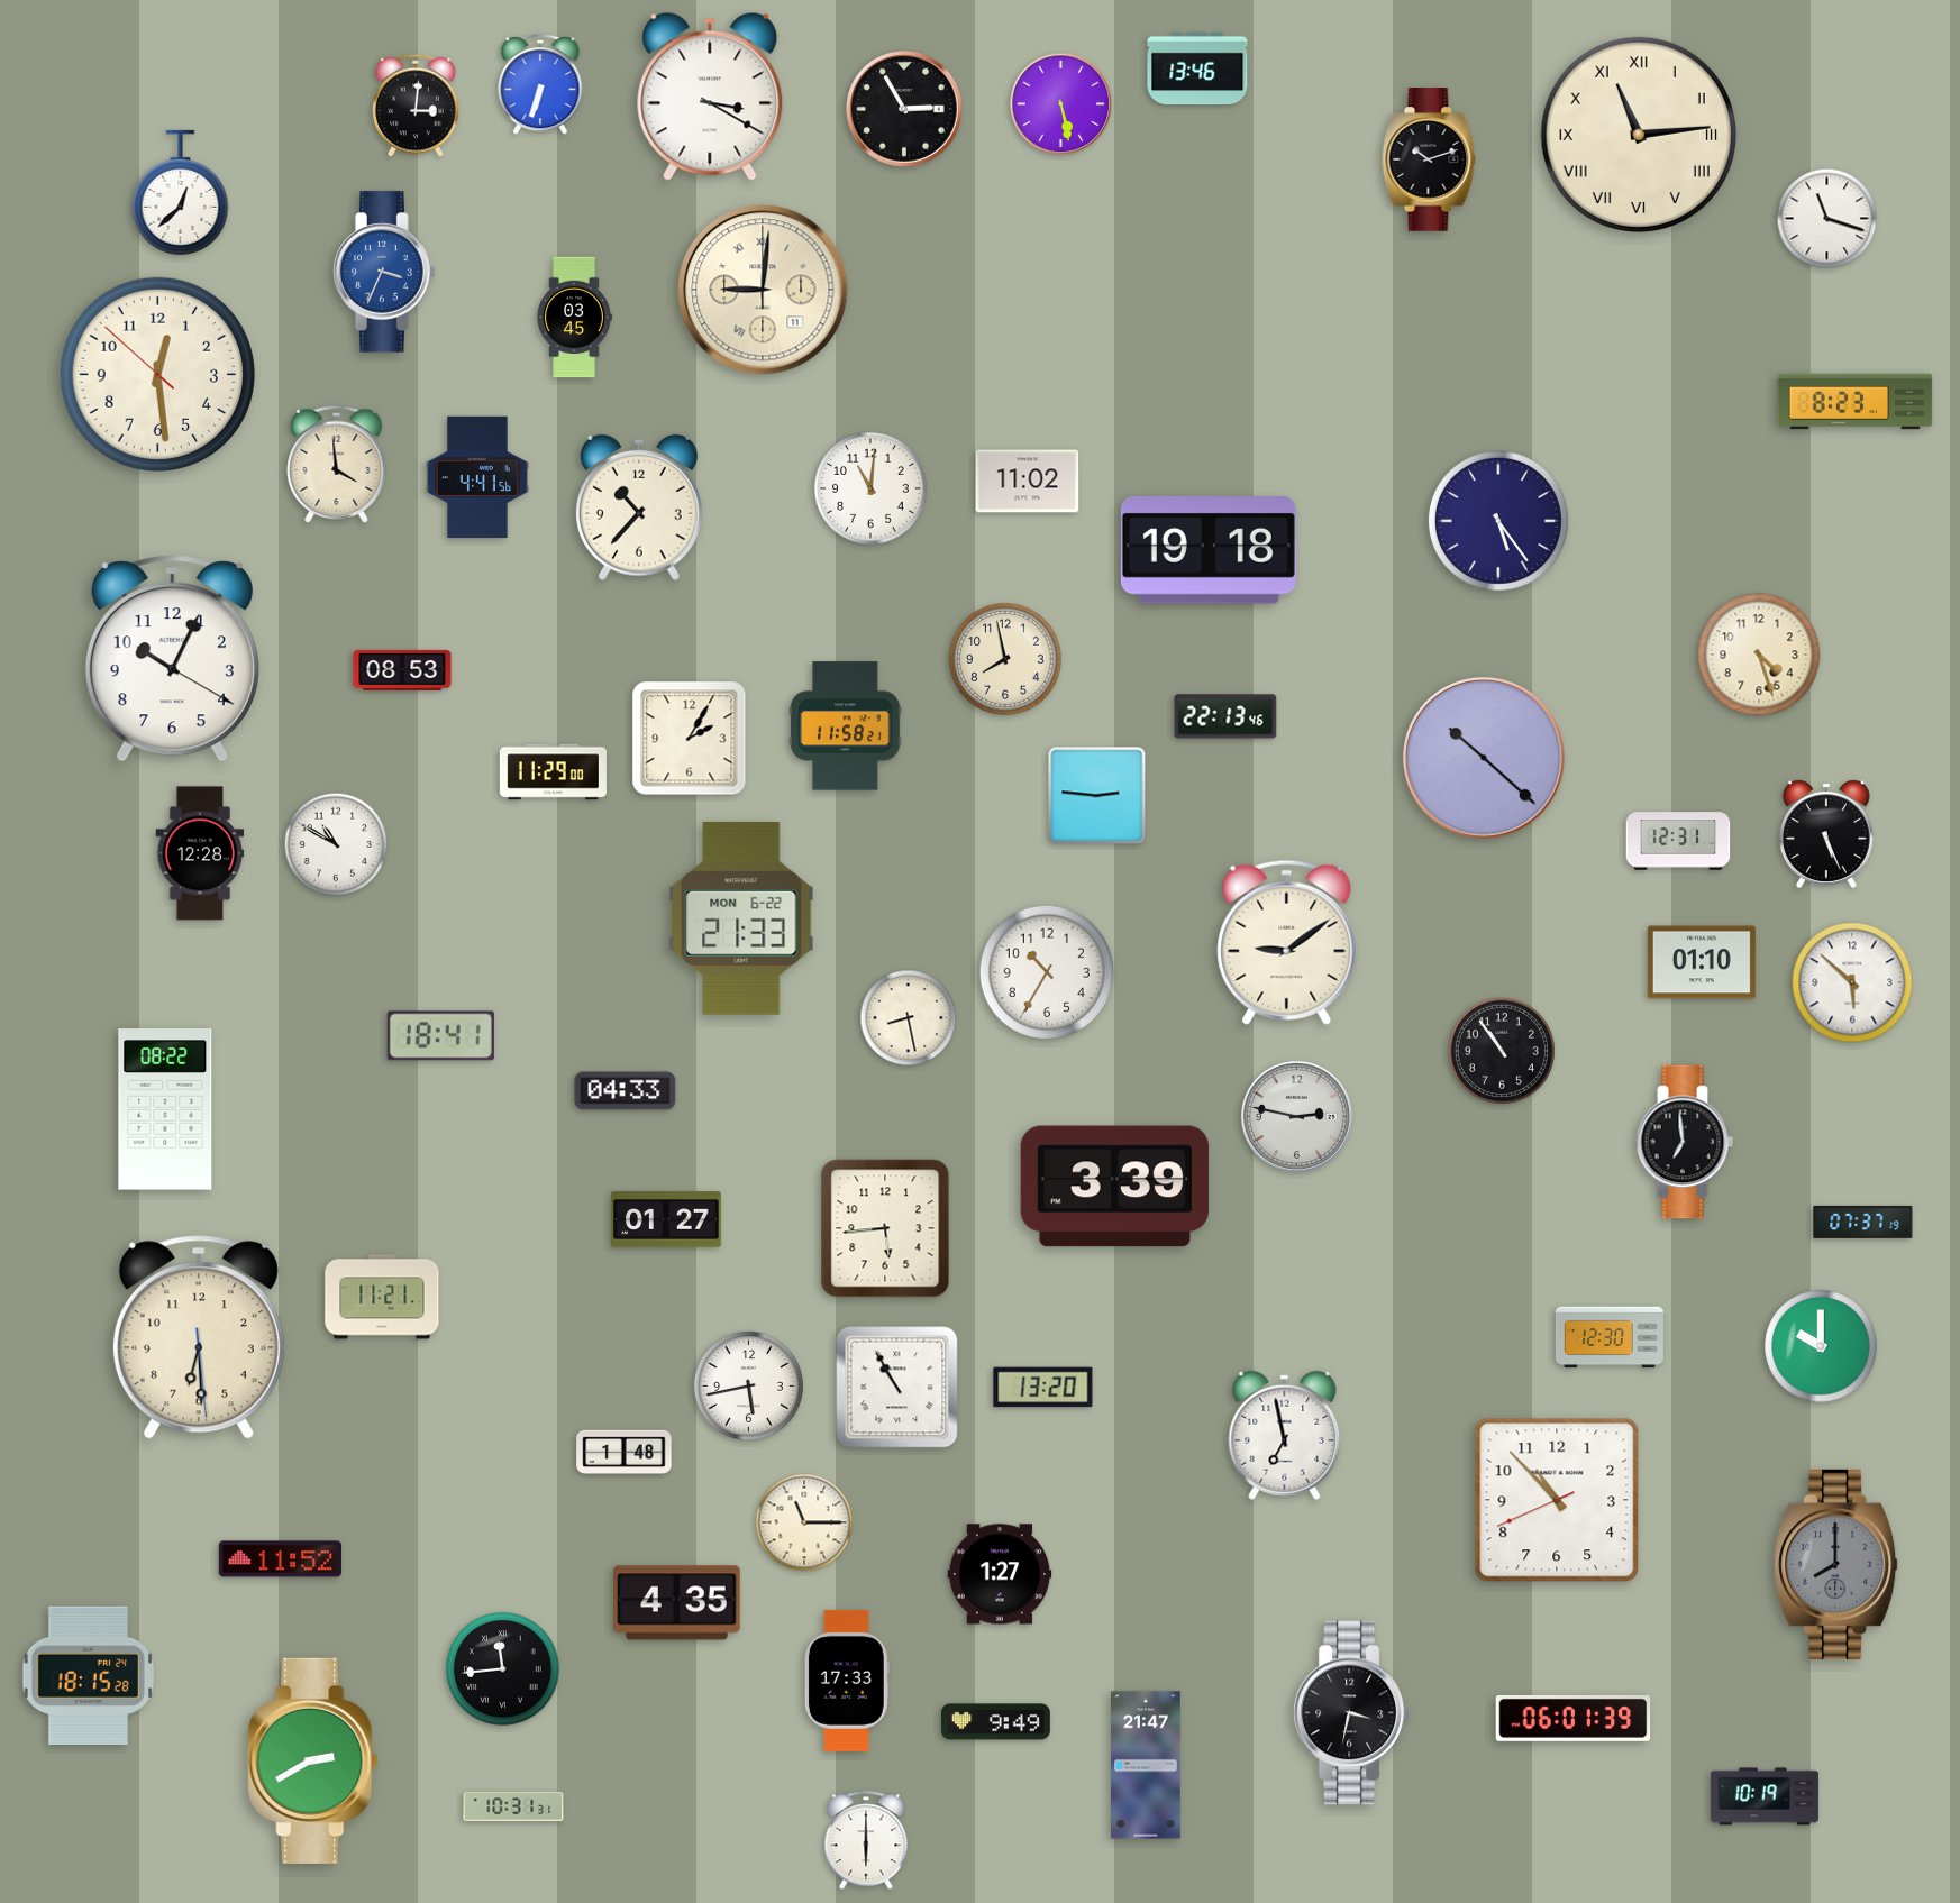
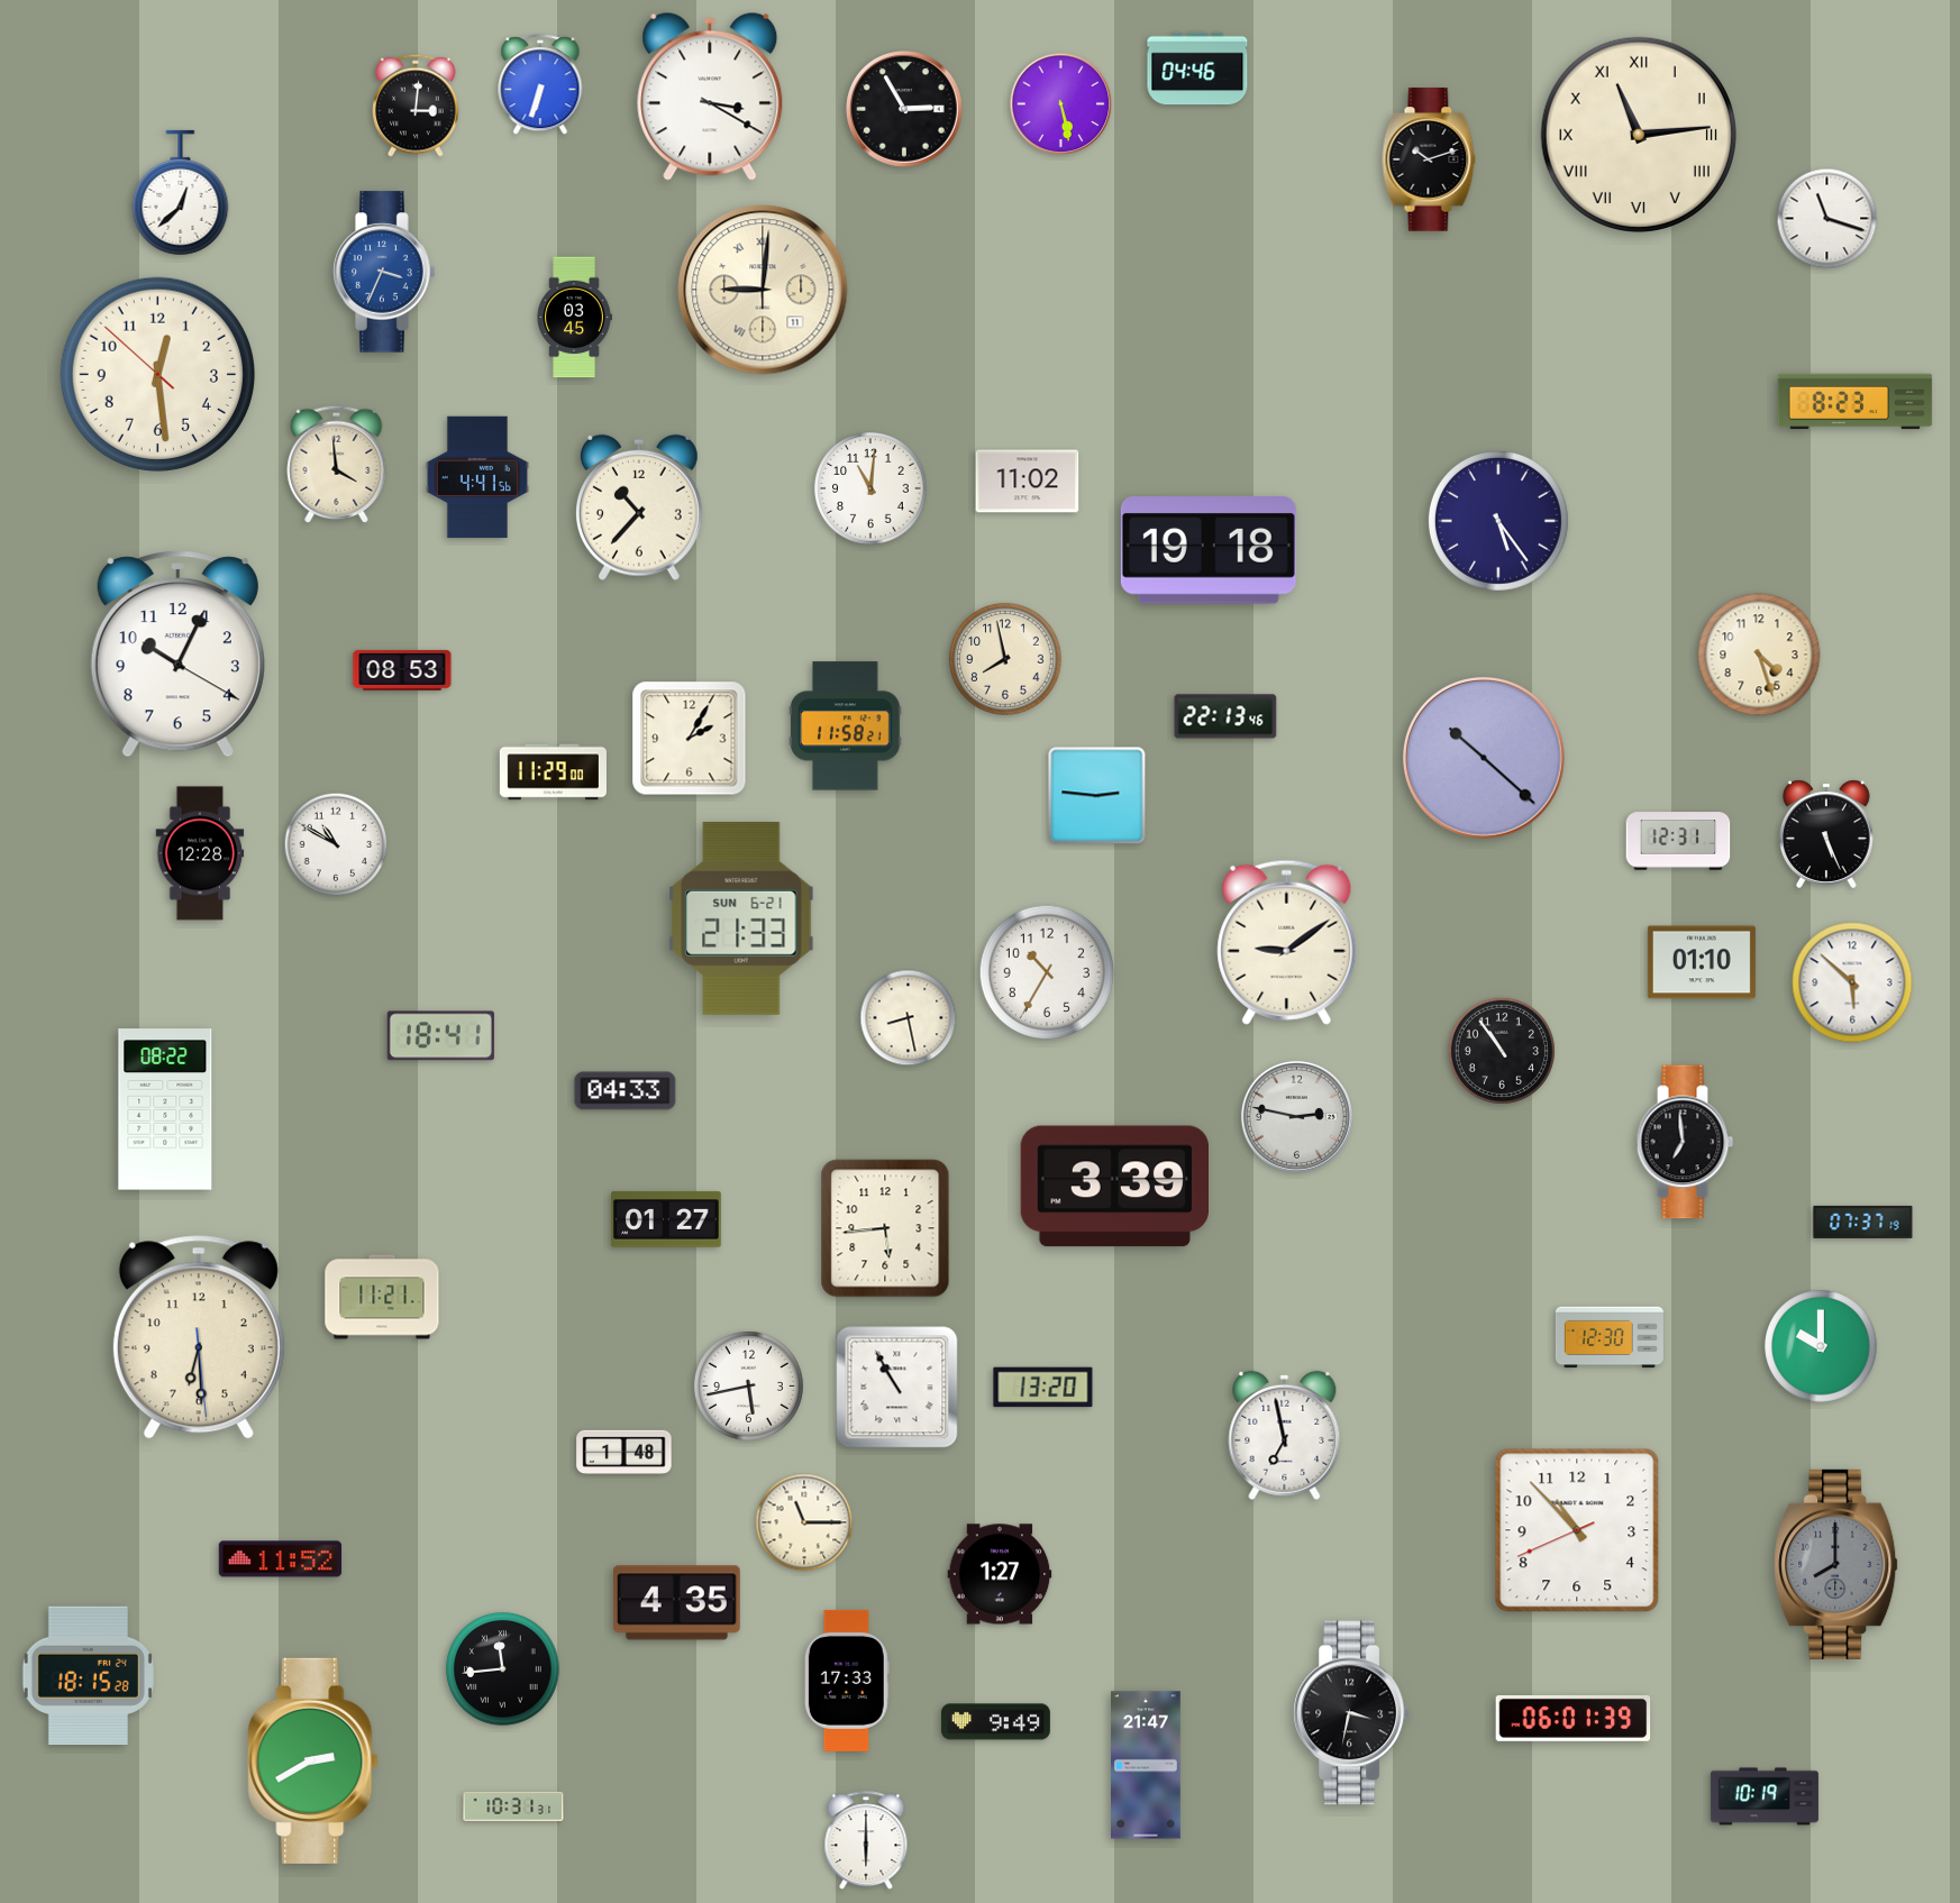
clock at (1197, 68): 13:46 -> 04:46
clock at (172, 659) position: (172, 659) -> (177, 655)
clock at (741, 918) date: MON 6-22 -> SUN 6-21
clock at (1557, 1500) position: (1557, 1500) -> (1577, 1530)
